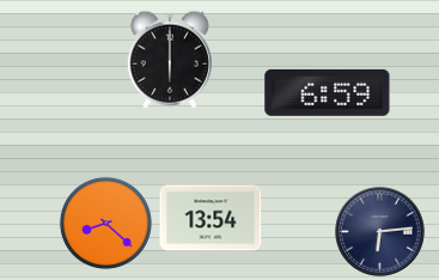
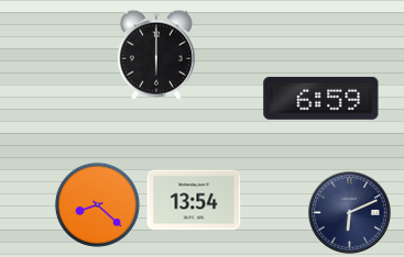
clock at (328, 92) position: (328, 92) -> (321, 98)
clock at (380, 232): 6:14 -> 6:11
